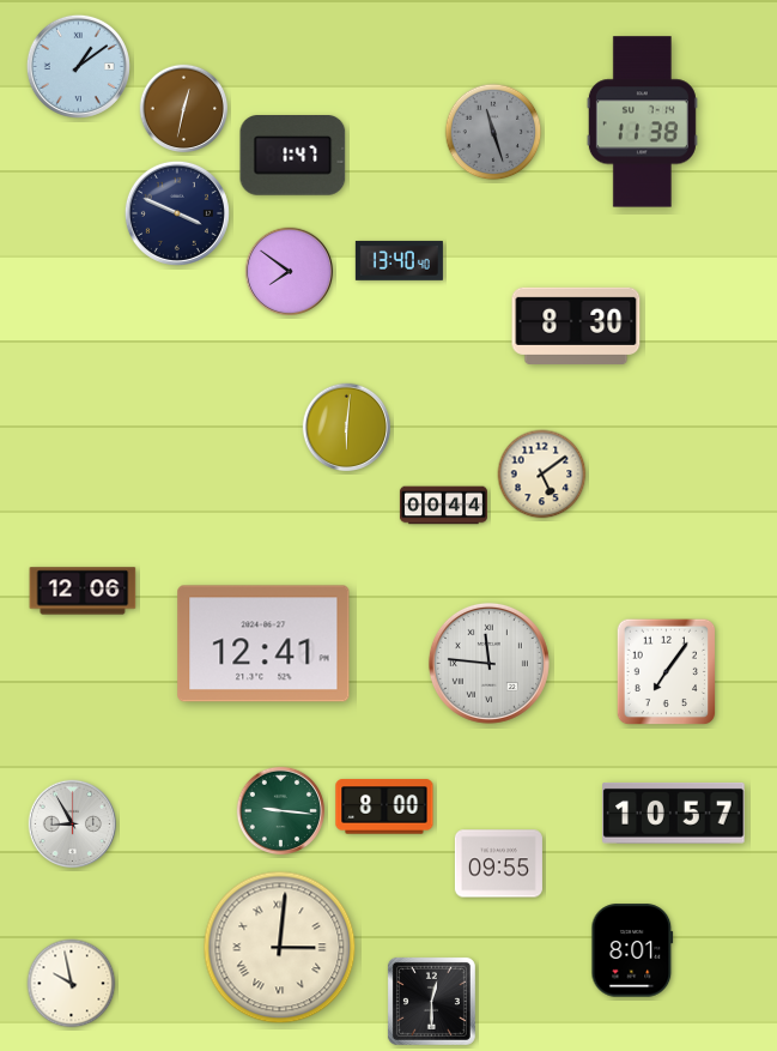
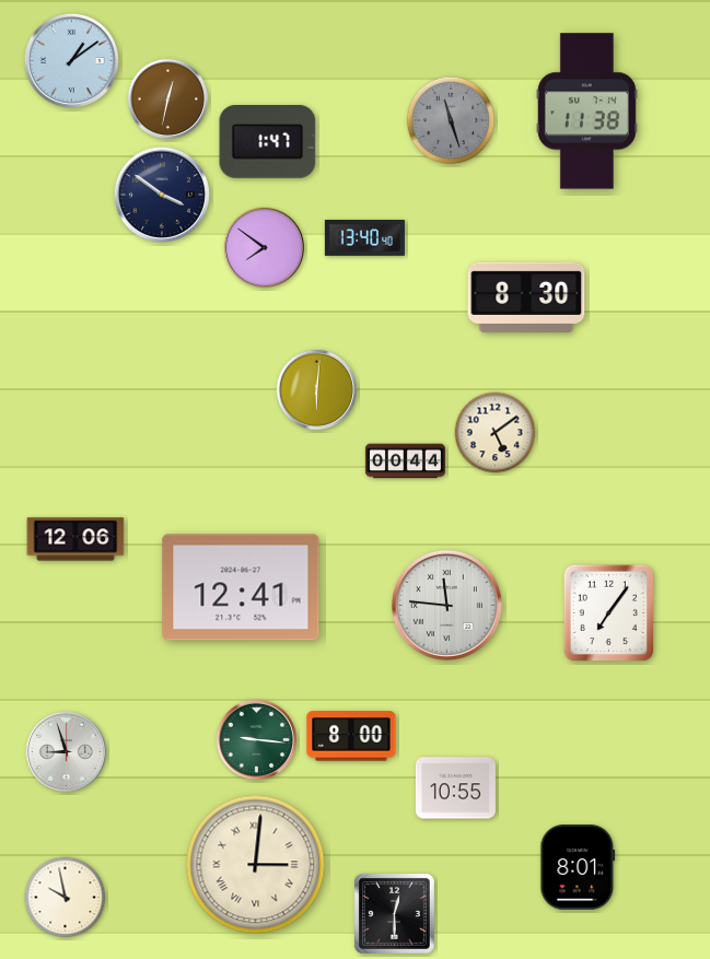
clock at (177, 213): 3:49 -> 3:51
clock at (674, 813): 10:57 -> none
clock at (73, 825): 8:55 -> 8:57
clock at (498, 864): 09:55 -> 10:55
